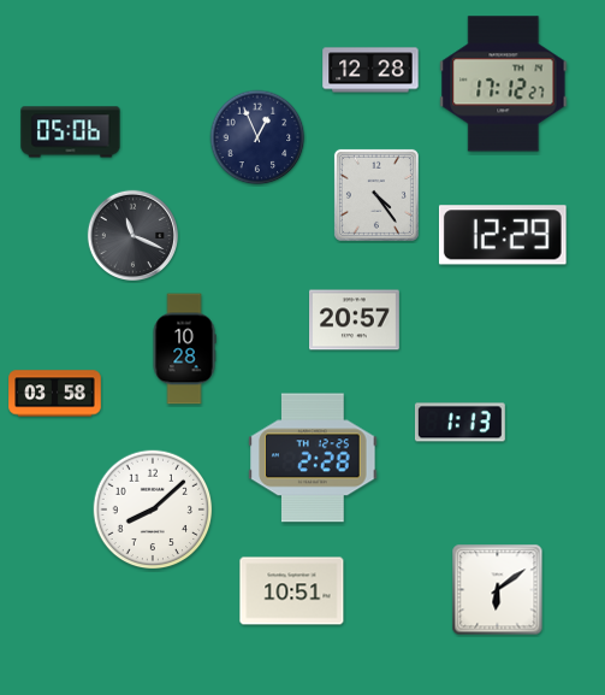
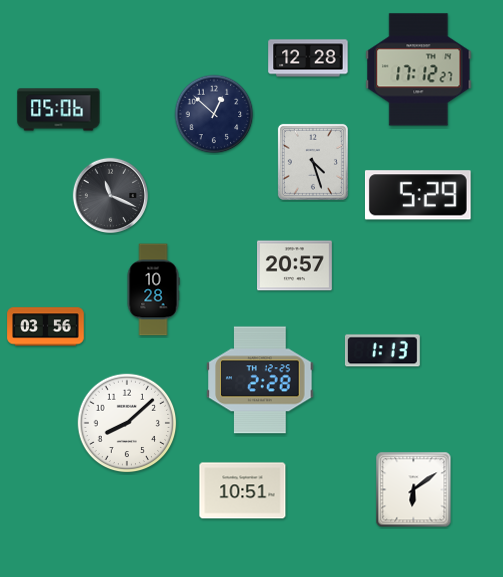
clock at (257, 137): 12:56 -> 12:52
clock at (376, 195): 4:24 -> 4:27
clock at (503, 235): 12:29 -> 5:29
clock at (55, 394): 03:58 -> 03:56
